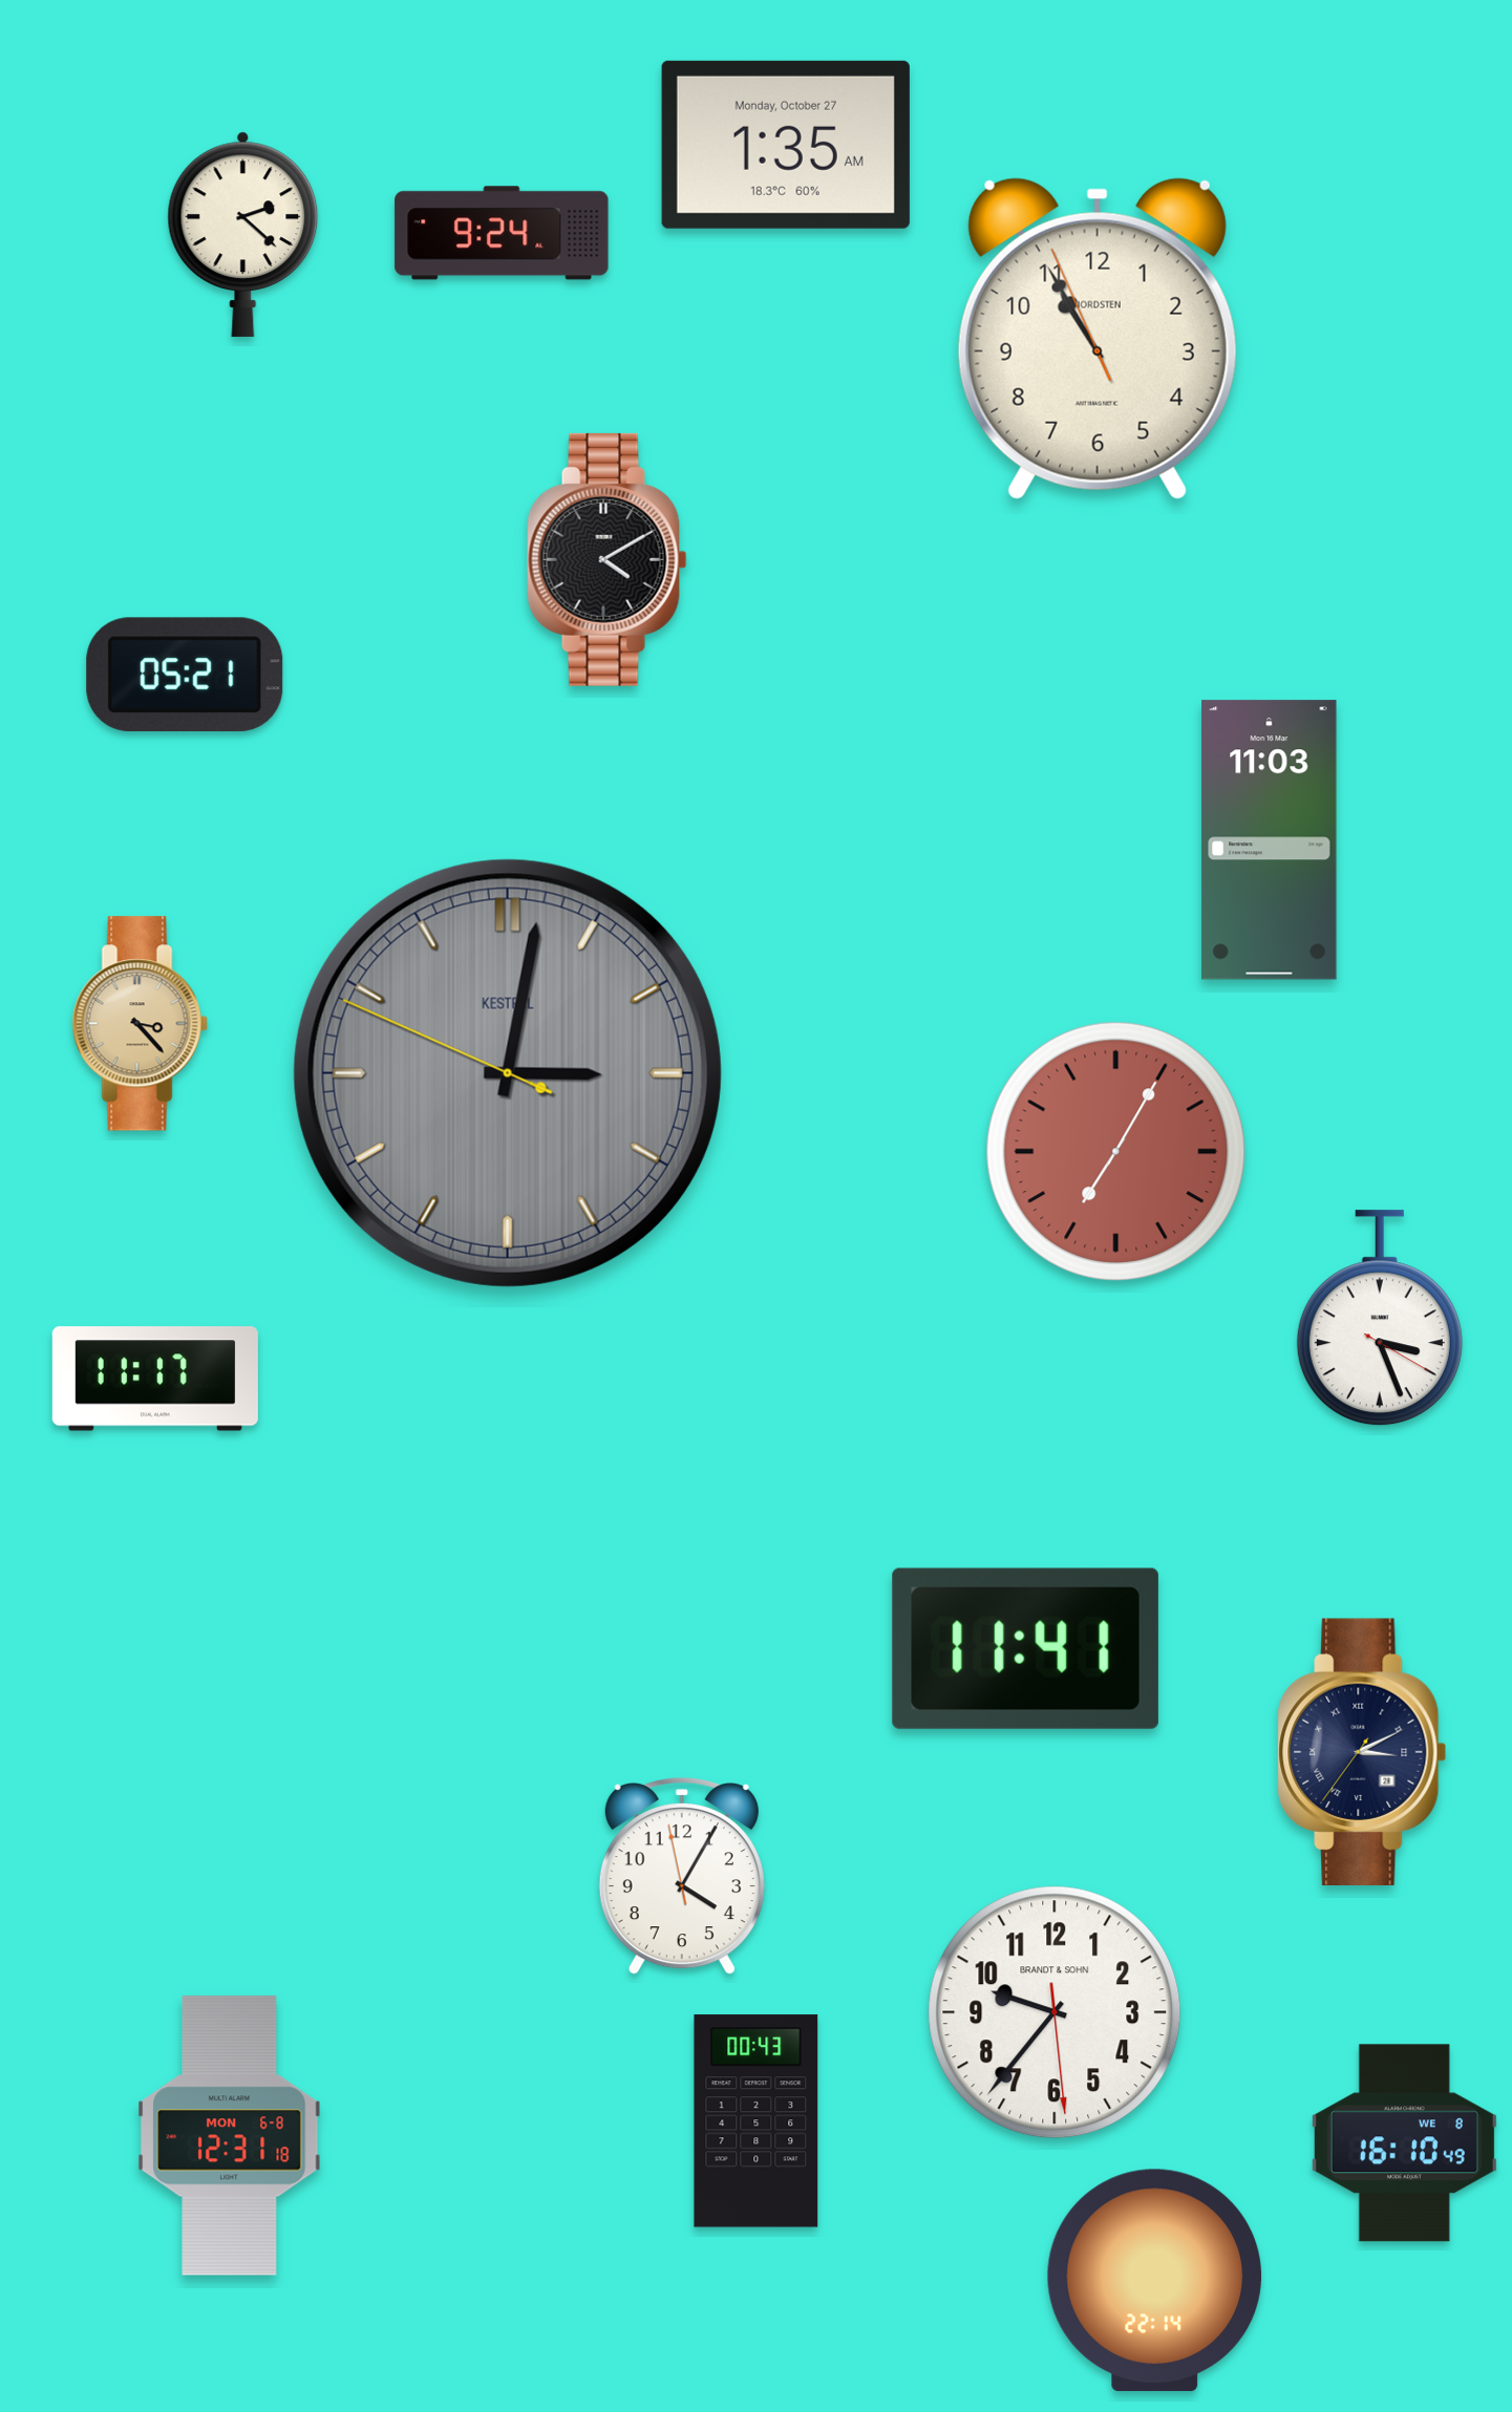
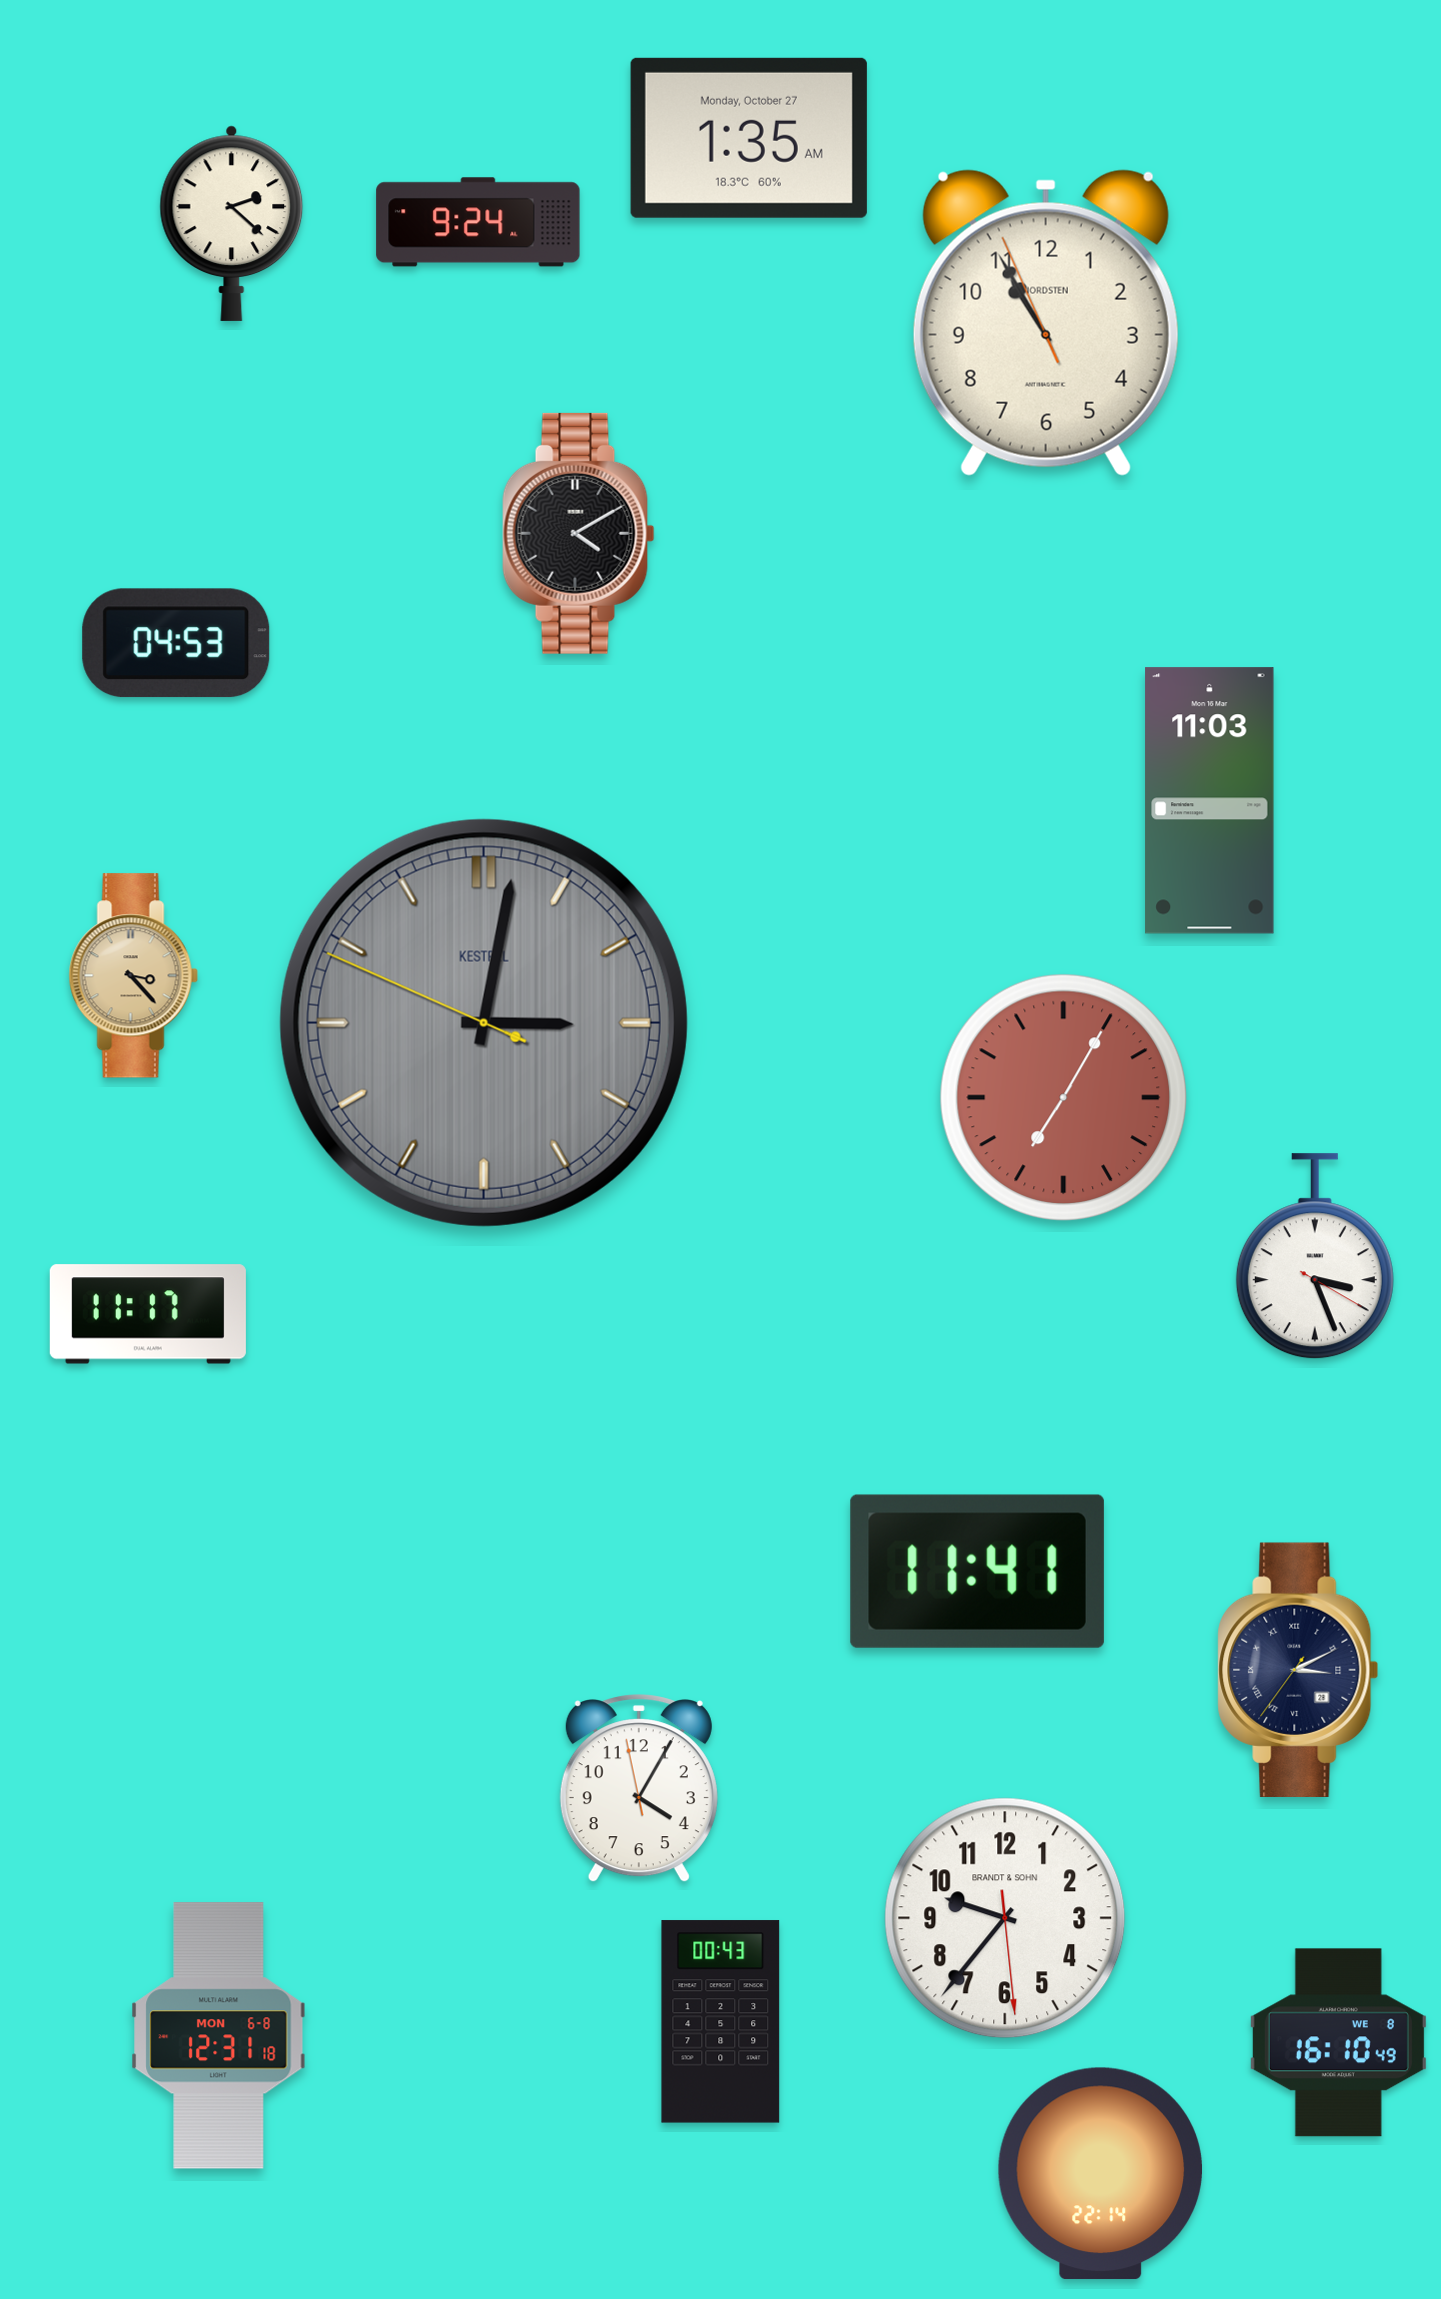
clock at (185, 675): 05:21 -> 04:53
clock at (682, 1877) position: (682, 1877) -> (639, 1789)
